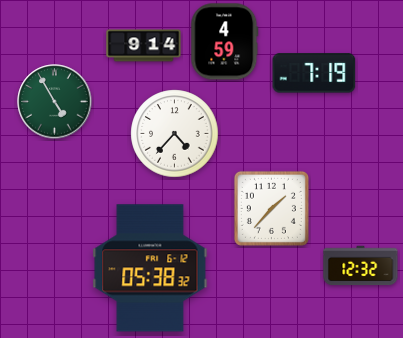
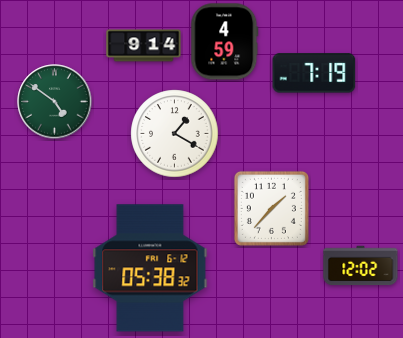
clock at (55, 102): 4:55 -> 4:51
clock at (175, 134): 4:37 -> 1:20
clock at (361, 266): 12:32 -> 12:02
